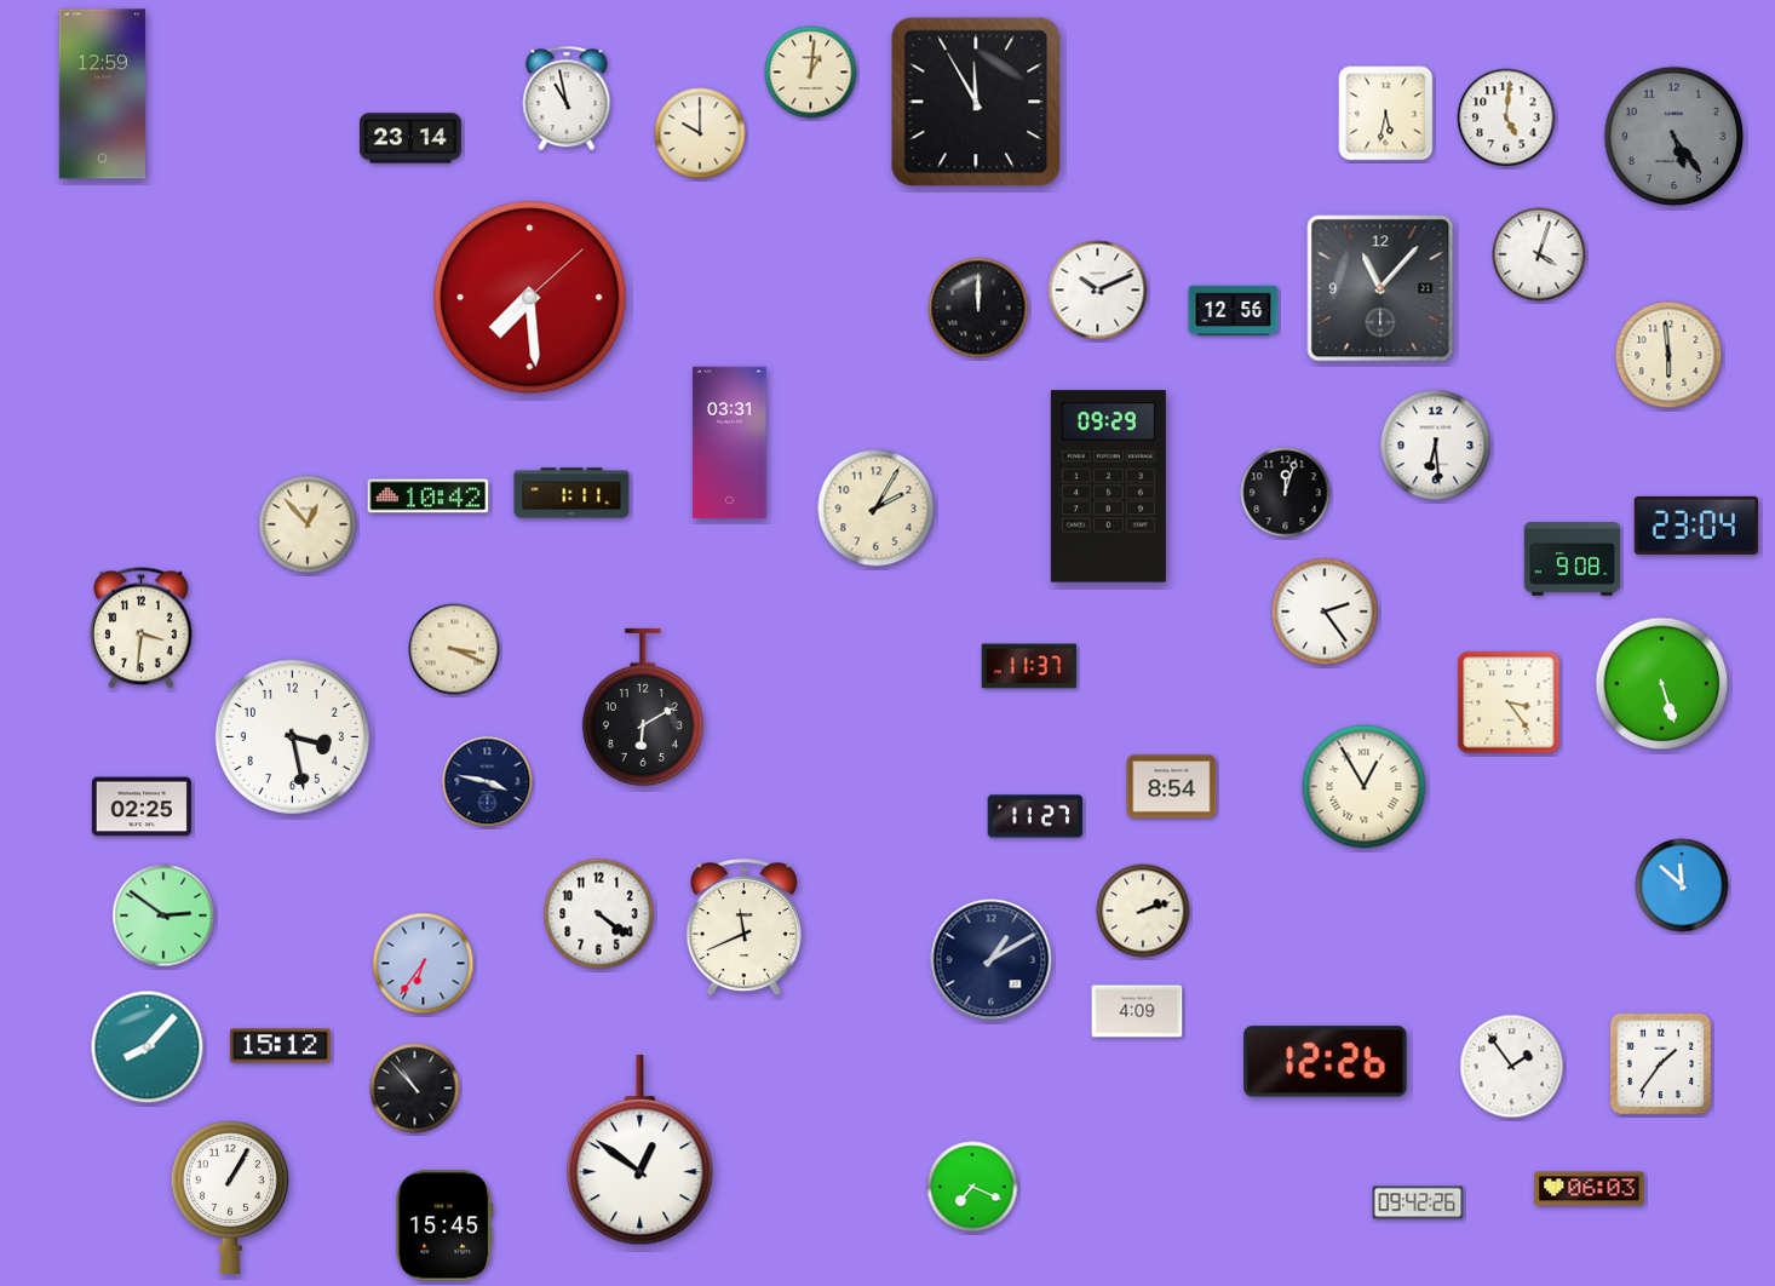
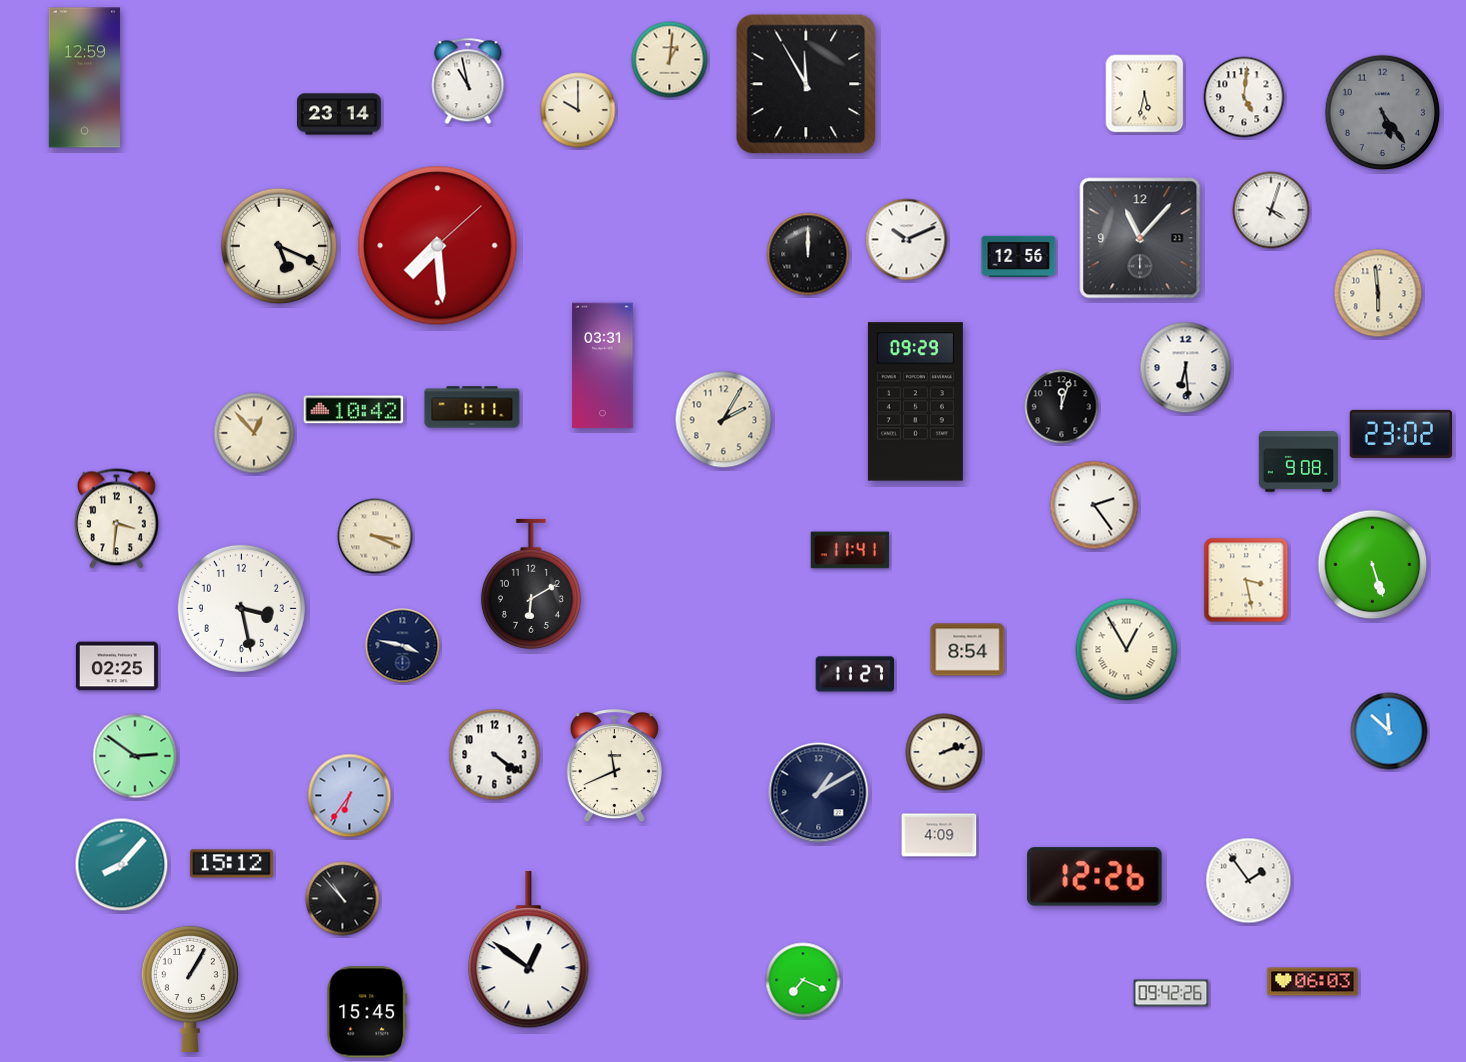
clock at (279, 246): none -> 5:19
clock at (1695, 526): 23:04 -> 23:02
clock at (1029, 666): 11:37 -> 11:41
clock at (1509, 702): 3:24 -> 3:28
clock at (1661, 1064): 1:36 -> none
